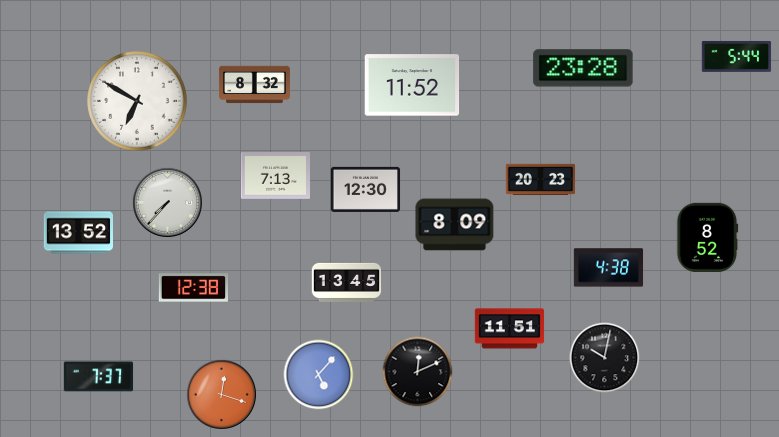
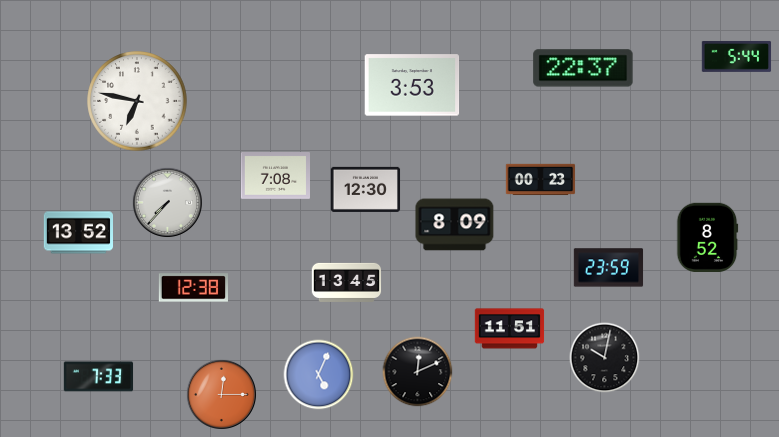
clock at (583, 68): 23:28 -> 22:37
clock at (254, 85): 8:32 -> none
clock at (412, 85): 11:52 -> 3:53
clock at (137, 101): 6:50 -> 6:47
clock at (276, 176): 7:13 -> 7:08
clock at (541, 180): 20:23 -> 00:23
clock at (609, 268): 4:38 -> 23:59
clock at (319, 375): 5:07 -> 5:04
clock at (99, 377): 7:37 -> 7:33
clock at (221, 394): 12:18 -> 12:15
